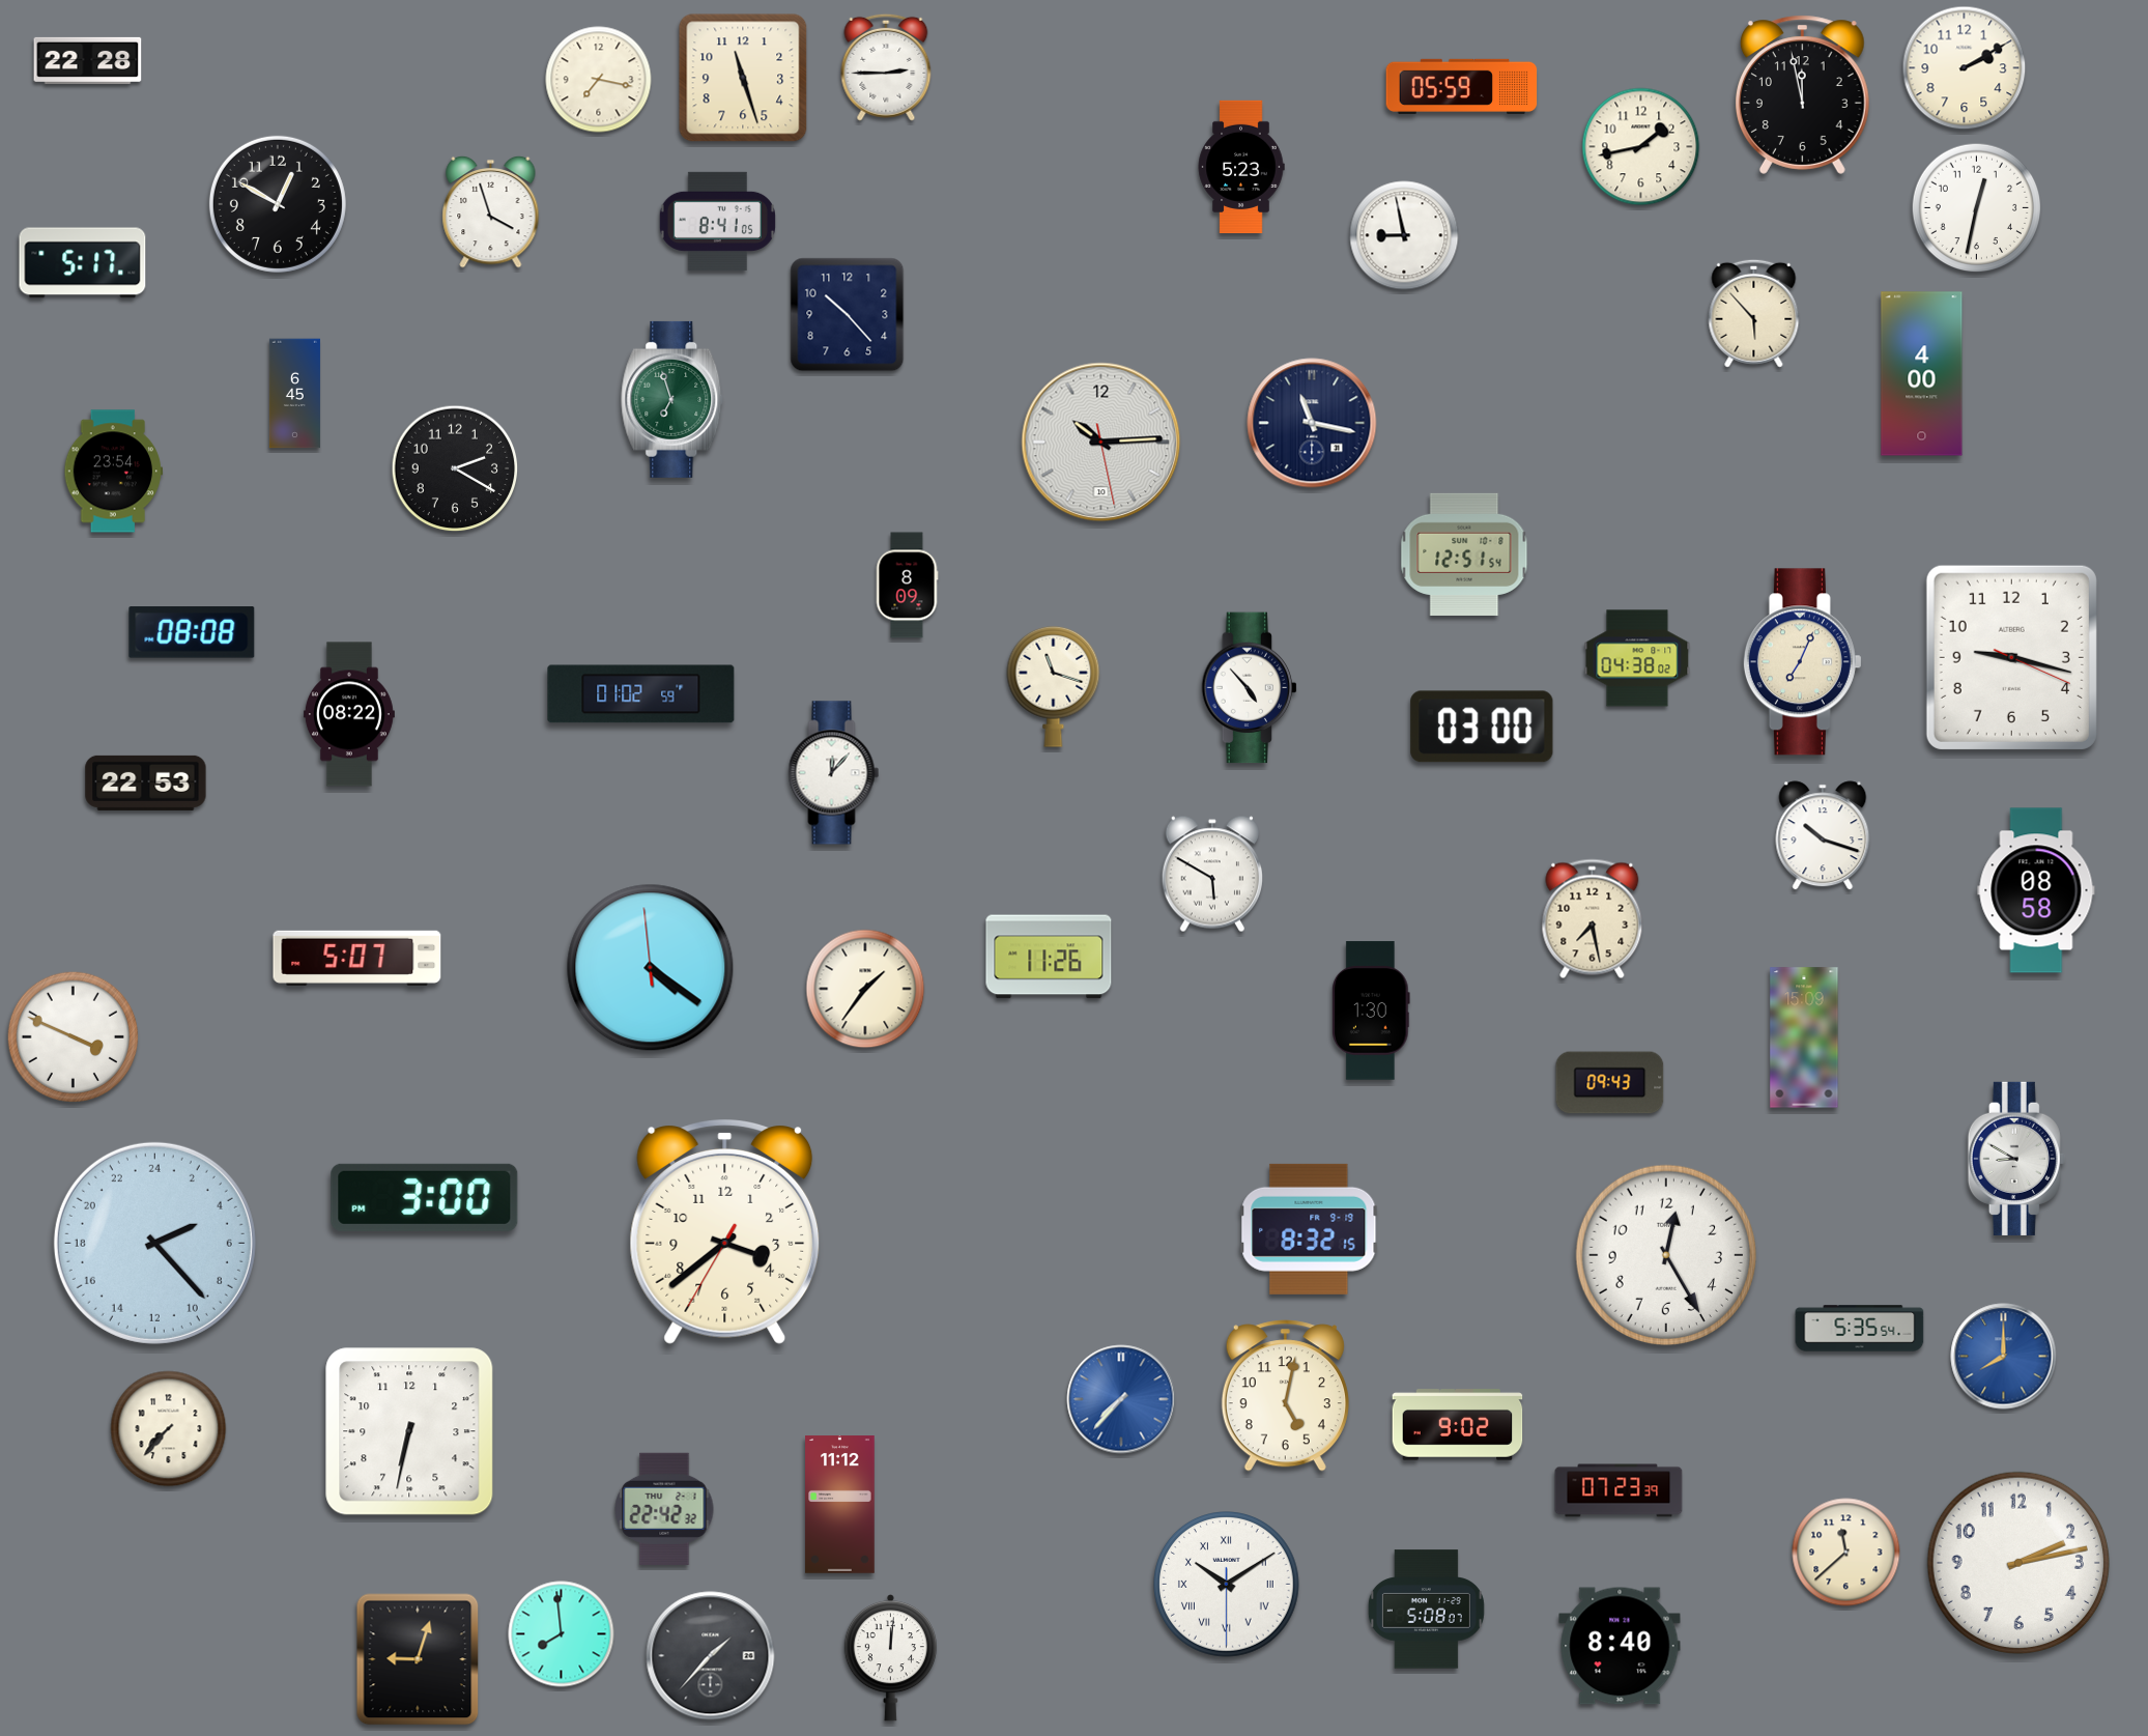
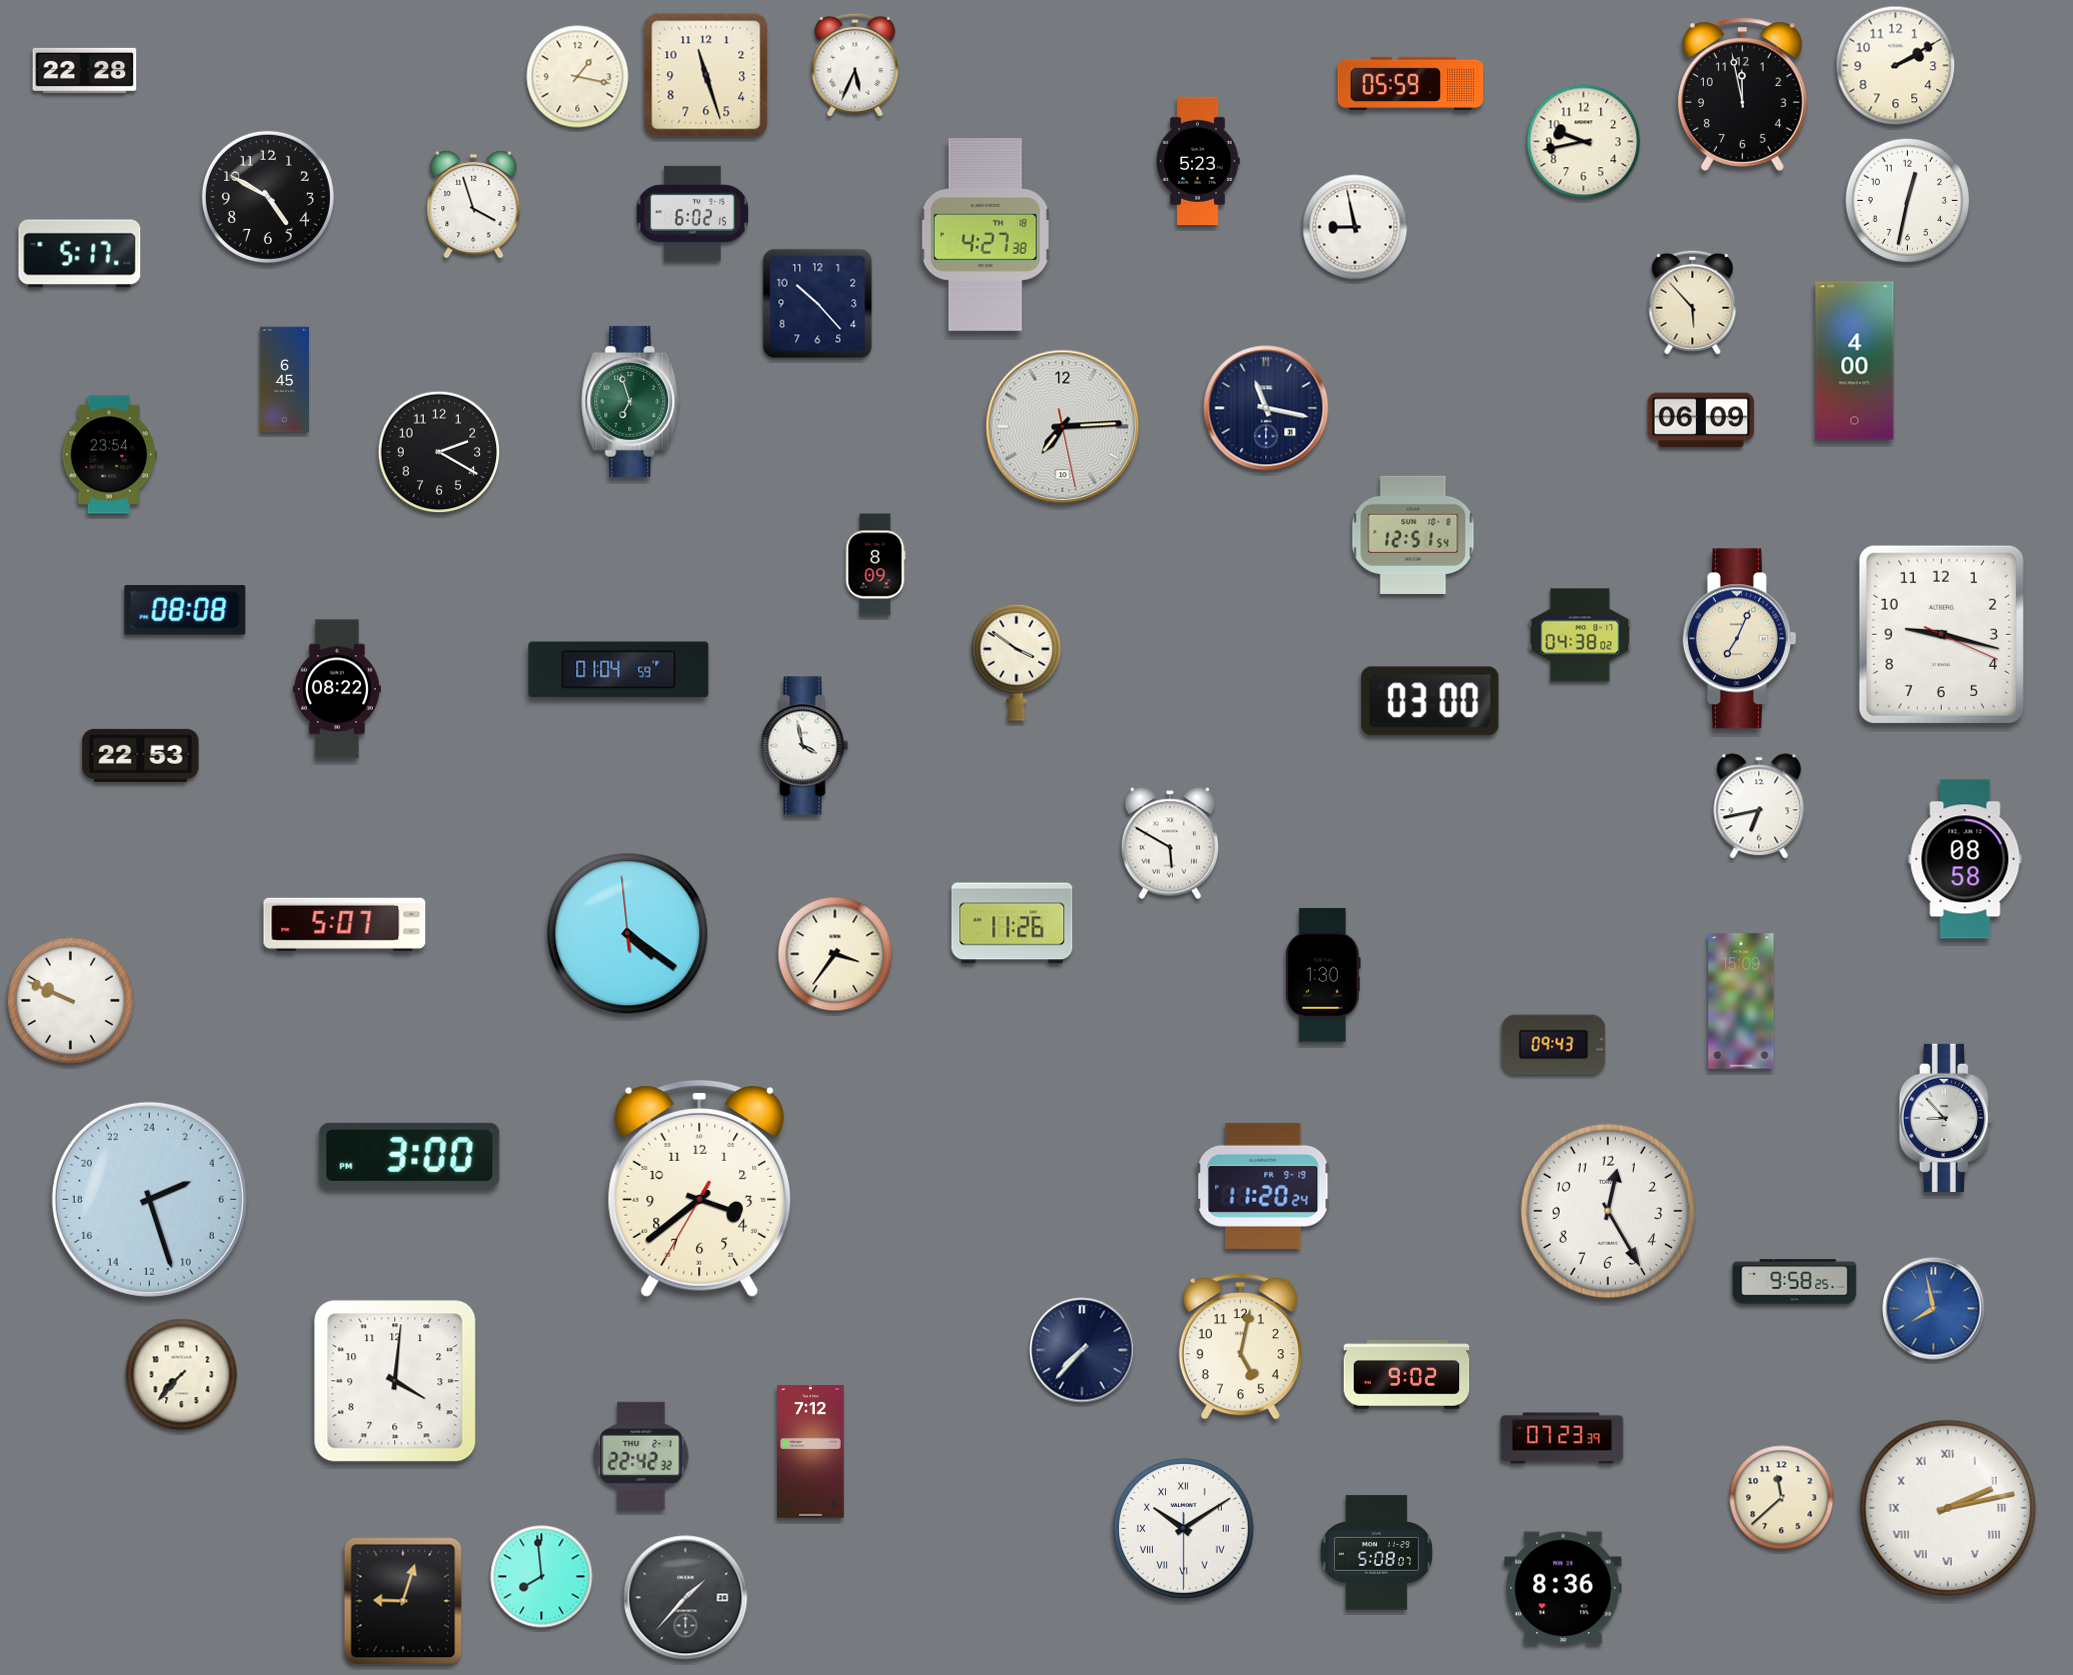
clock at (88, 60) position: (88, 60) -> (85, 70)
clock at (886, 67): 2:45 -> 5:34
clock at (743, 78) position: (743, 78) -> (706, 75)
clock at (599, 80): 7:17 -> 1:17
clock at (1802, 94) position: (1802, 94) -> (1742, 94)
clock at (1641, 147): 1:43 -> 9:43
clock at (278, 204): 12:50 -> 4:50
clock at (717, 221): 8:41 -> 6:02
clock at (986, 235): none -> 4:27
clock at (672, 399) position: (672, 399) -> (631, 401)
clock at (1701, 420): none -> 06:09
clock at (1101, 443): 10:14 -> 7:14
clock at (1054, 686): 11:18 -> 3:51
clock at (1250, 688): 4:53 -> none
clock at (641, 694): 01:02 -> 01:04
clock at (834, 773): 12:07 -> 3:58
clock at (1823, 835): 10:18 -> 6:43
clock at (1593, 919): 7:28 -> none
clock at (865, 989): 1:36 -> 3:36
clock at (73, 1036): 3:49 -> 9:49
clock at (2016, 1159): 8:50 -> 8:53
clock at (1309, 1229): 8:32 -> 11:20
clock at (154, 1243): 4:23 -> 4:27
clock at (1860, 1329): 5:35 -> 9:58
clock at (2004, 1357): 8:00 -> 7:58
clock at (1121, 1399) dial: blue -> navy
clock at (169, 1429) position: (169, 1429) -> (182, 1375)
clock at (409, 1431): 6:32 -> 4:01
clock at (840, 1505): 11:12 -> 7:12
clock at (2017, 1562) numerals: Arabic -> Roman
clock at (1620, 1646): 8:40 -> 8:36
clock at (890, 1658): 12:01 -> none
